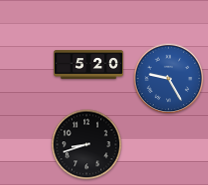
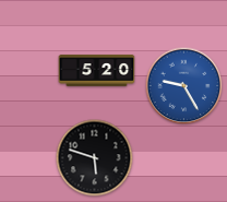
clock at (87, 145): 8:42 -> 5:48
